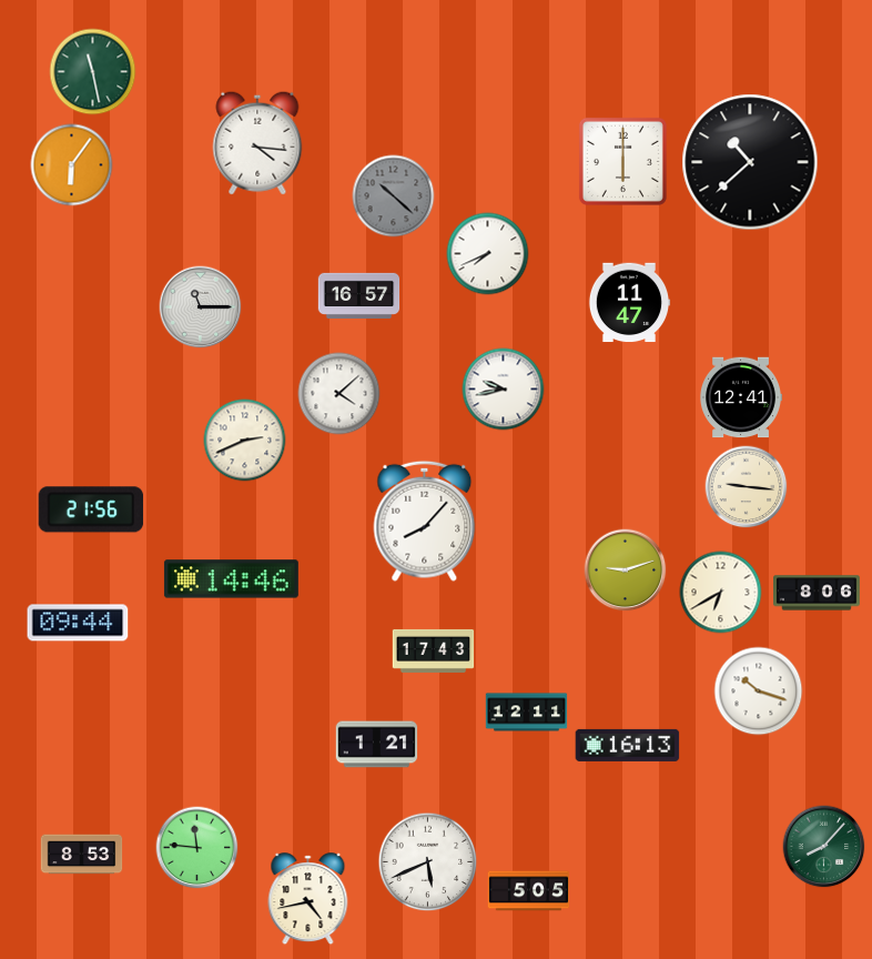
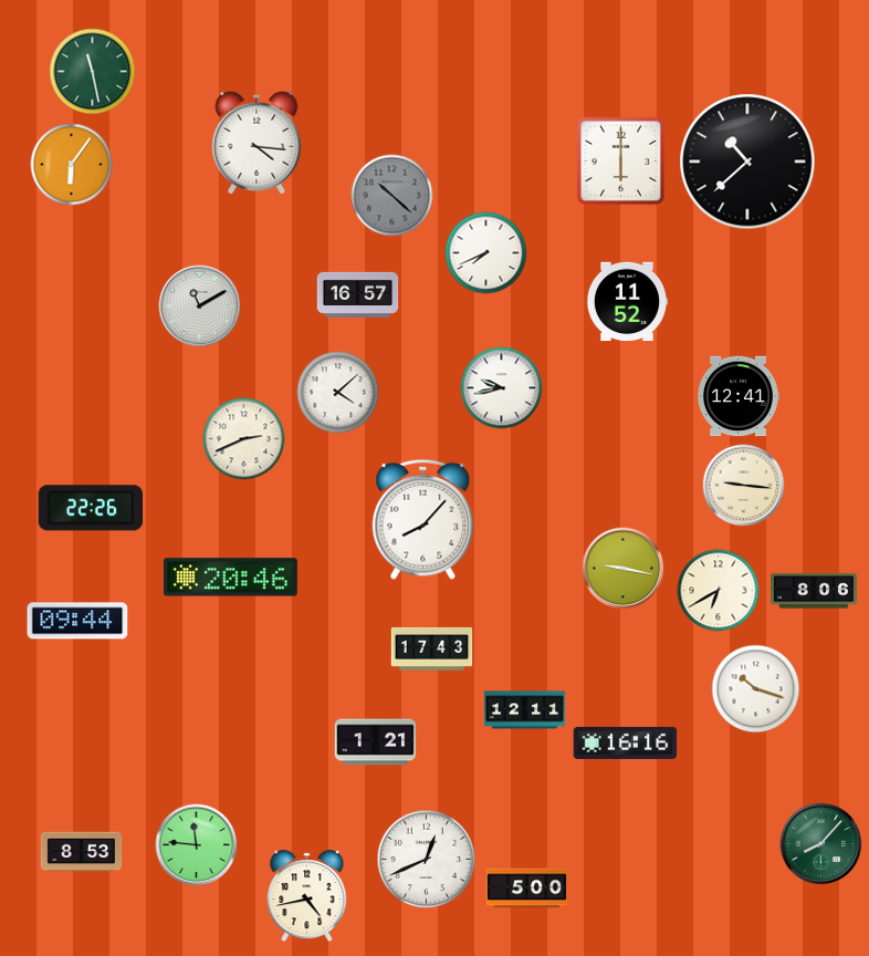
clock at (629, 303): 11:47 -> 11:52
clock at (201, 307): 11:15 -> 11:10
clock at (90, 509): 21:56 -> 22:26
clock at (626, 571): 9:12 -> 9:17
clock at (231, 579): 14:46 -> 20:46
clock at (628, 745): 16:13 -> 16:16
clock at (428, 862): 5:41 -> 12:41
clock at (529, 891): 5:05 -> 5:00
